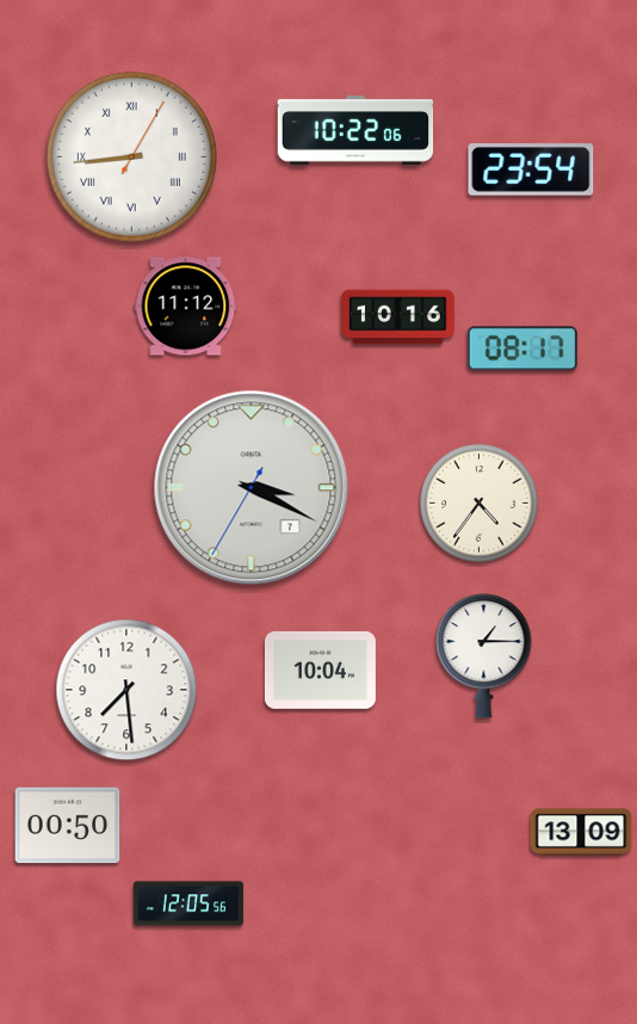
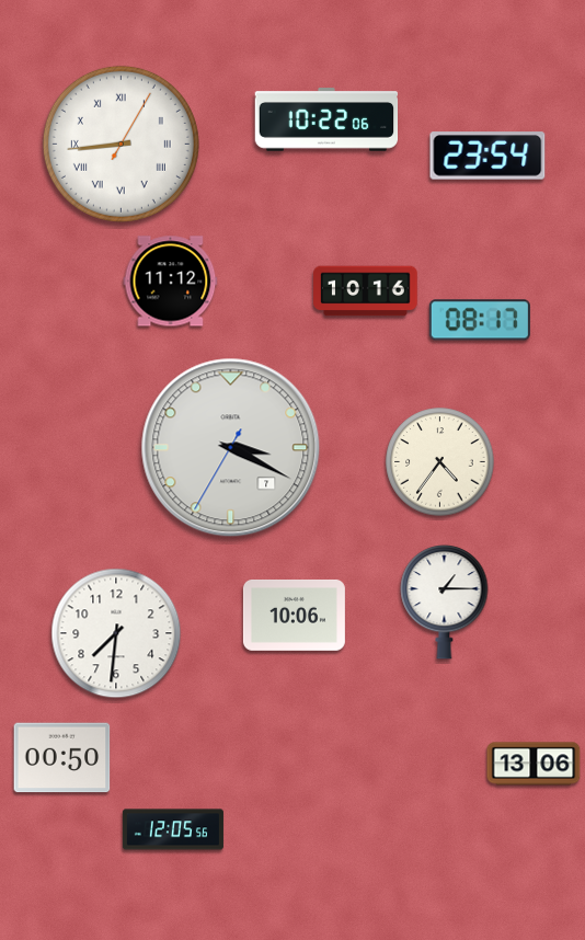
clock at (320, 671): 10:04 -> 10:06
clock at (126, 690): 7:29 -> 7:31
clock at (581, 832): 13:09 -> 13:06
